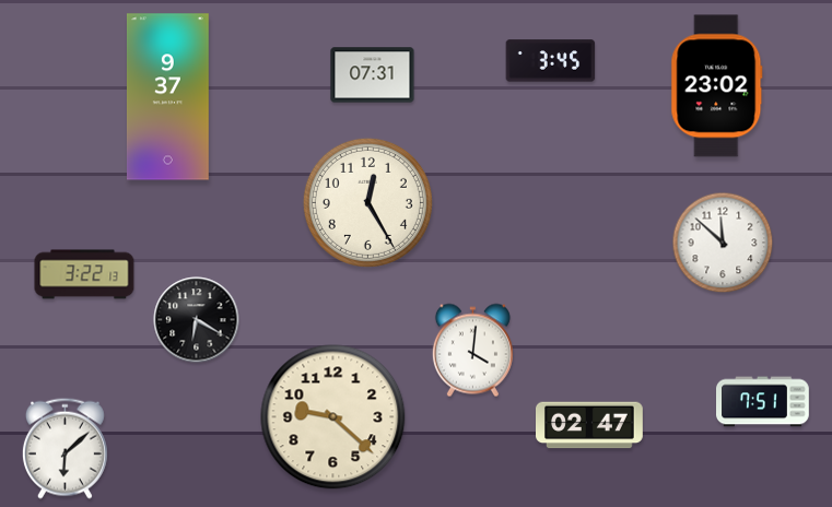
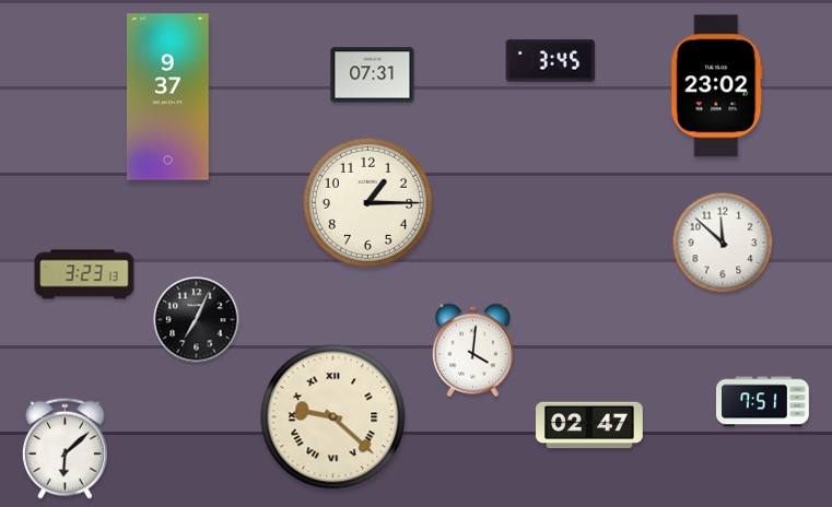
clock at (367, 202): 12:25 -> 1:15
clock at (84, 274): 3:22 -> 3:23
clock at (197, 320): 6:20 -> 7:04
clock at (333, 417) numerals: Arabic -> Roman
